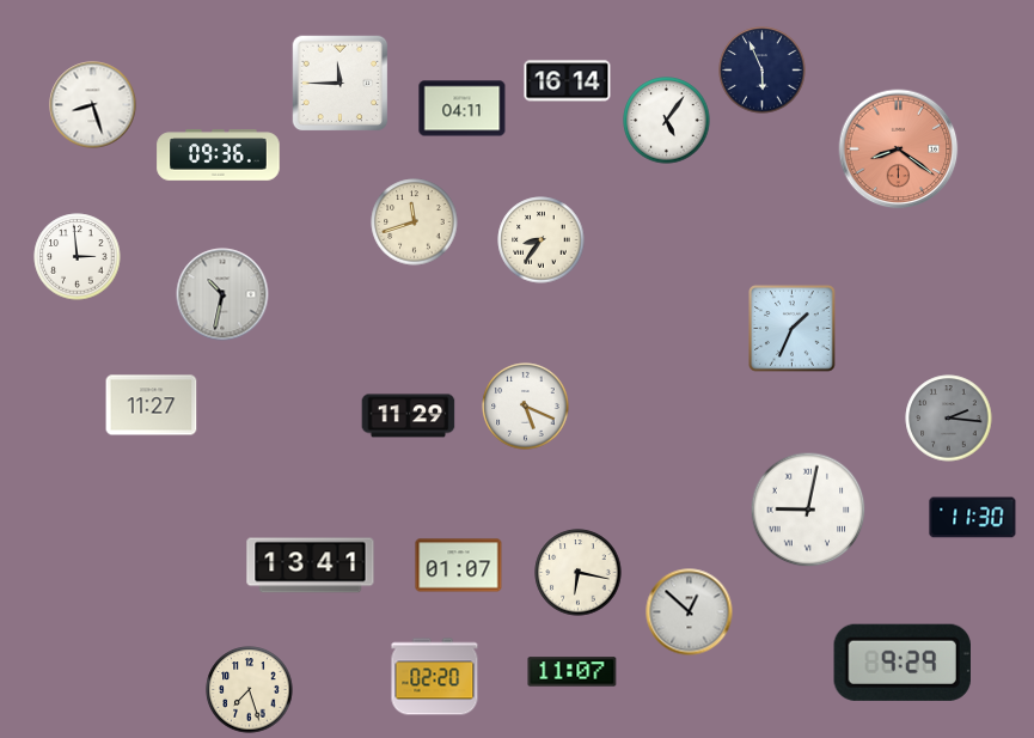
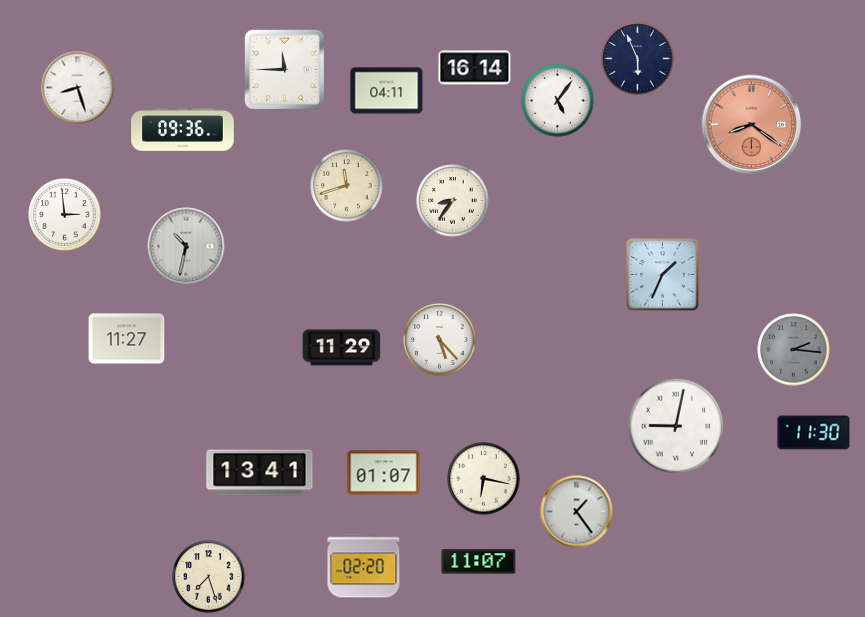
clock at (526, 407): 5:19 -> 5:23
clock at (690, 612): 12:52 -> 1:24
clock at (903, 663): 9:29 -> none
